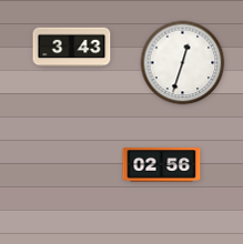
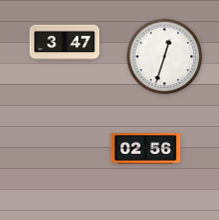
clock at (72, 48): 3:43 -> 3:47
